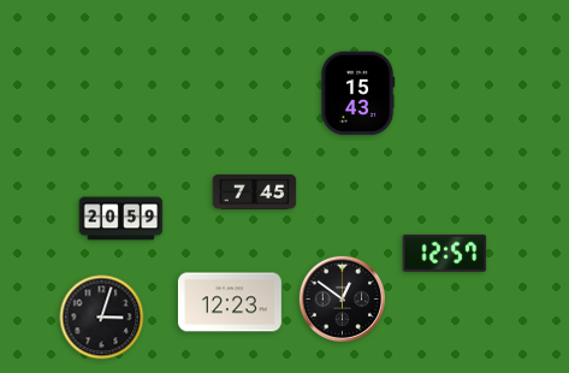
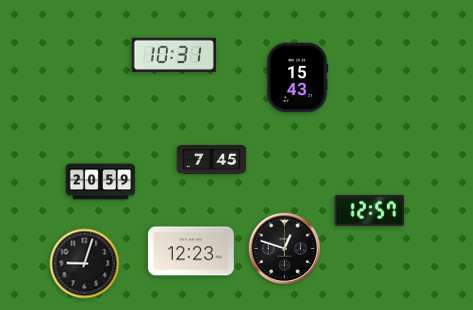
clock at (174, 55): none -> 10:31
clock at (342, 298): 12:51 -> 12:48
clock at (102, 318): 3:03 -> 9:03
